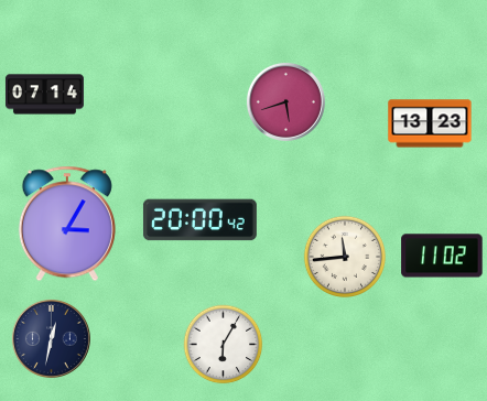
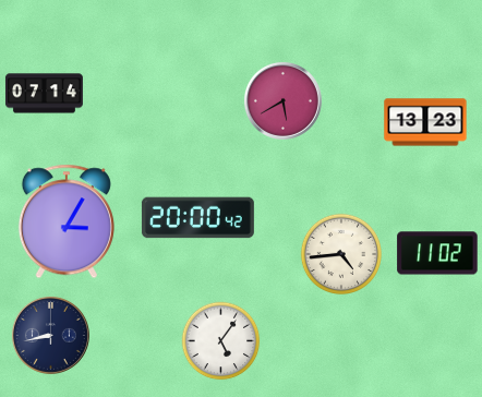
clock at (285, 101): 5:42 -> 5:40
clock at (344, 256): 11:44 -> 4:44
clock at (51, 338): 12:32 -> 8:43
clock at (224, 345): 6:05 -> 5:06
